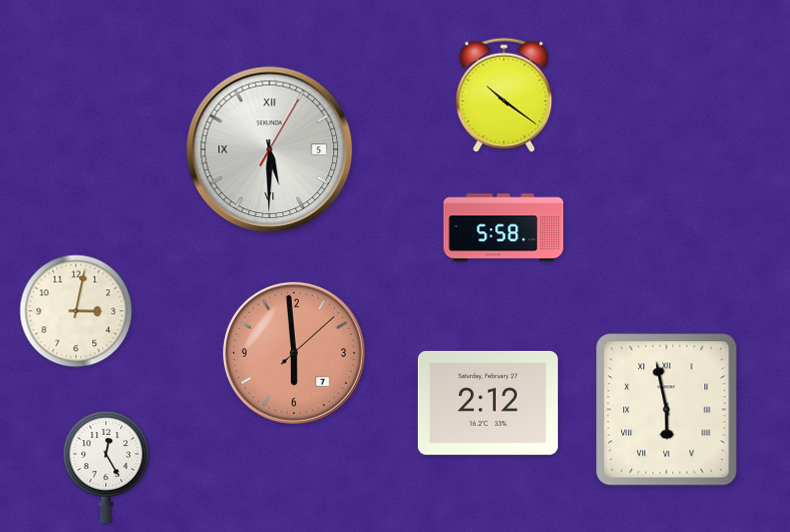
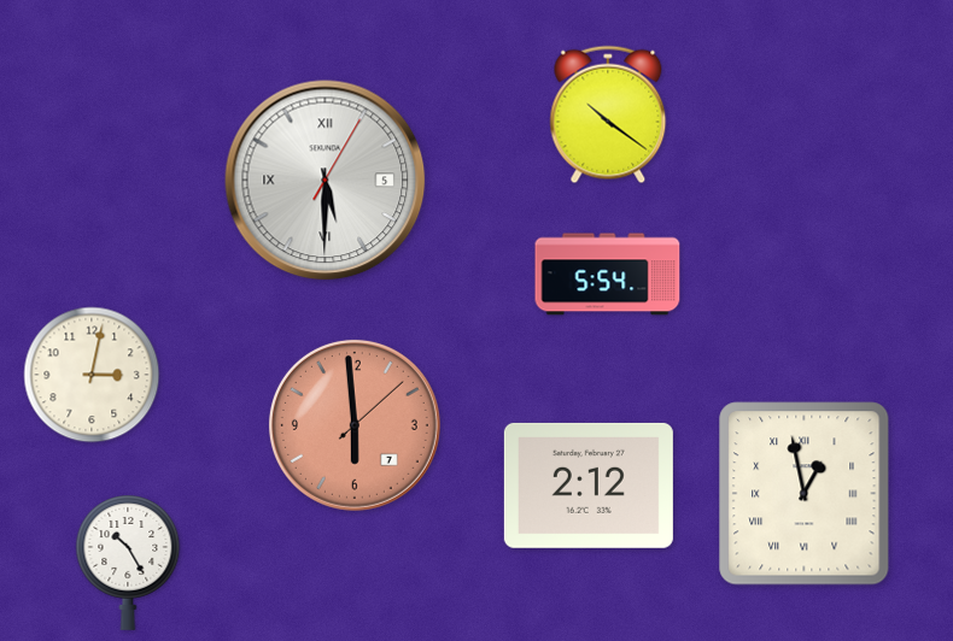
clock at (504, 228): 5:58 -> 5:54
clock at (667, 410): 5:58 -> 12:58
clock at (106, 467): 12:25 -> 10:25
